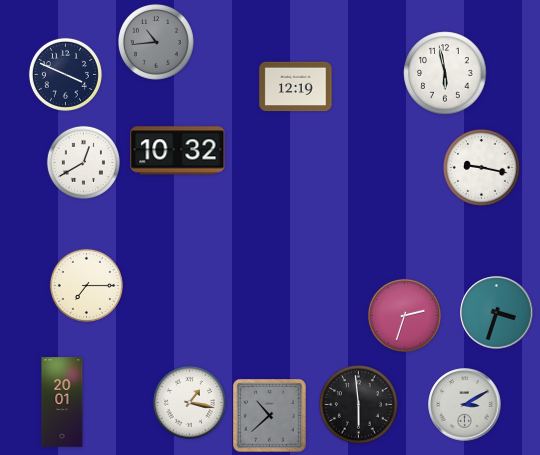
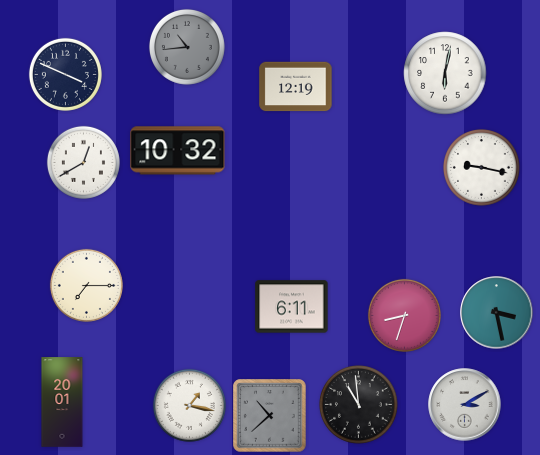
clock at (156, 42) position: (156, 42) -> (187, 47)
clock at (445, 73): 5:58 -> 6:02
clock at (292, 307): none -> 6:11
clock at (497, 313): 3:33 -> 3:28
clock at (404, 315): 2:33 -> 8:33
clock at (189, 402) position: (189, 402) -> (189, 405)
clock at (359, 405): 5:59 -> 10:59
